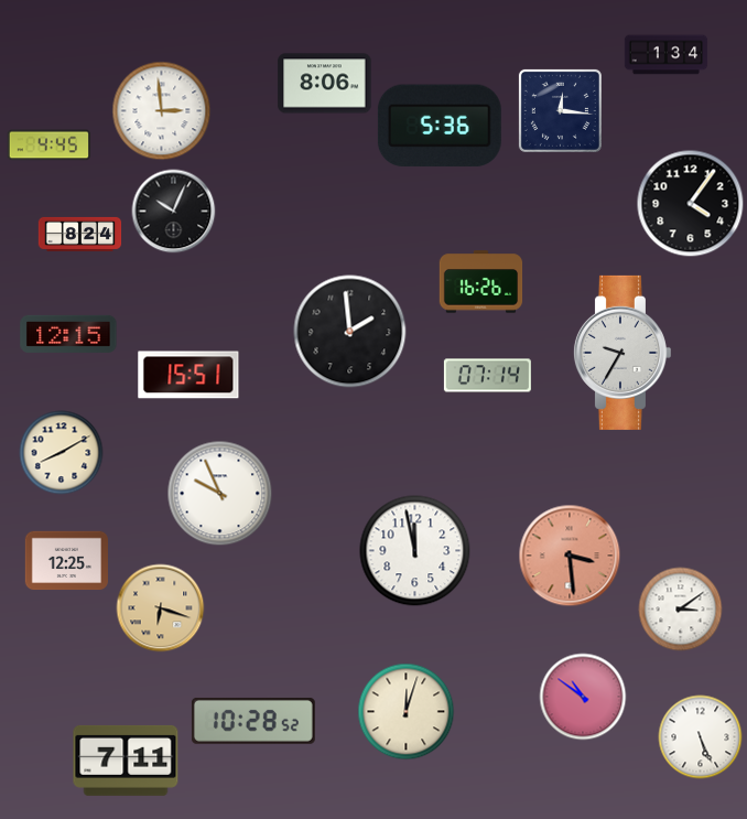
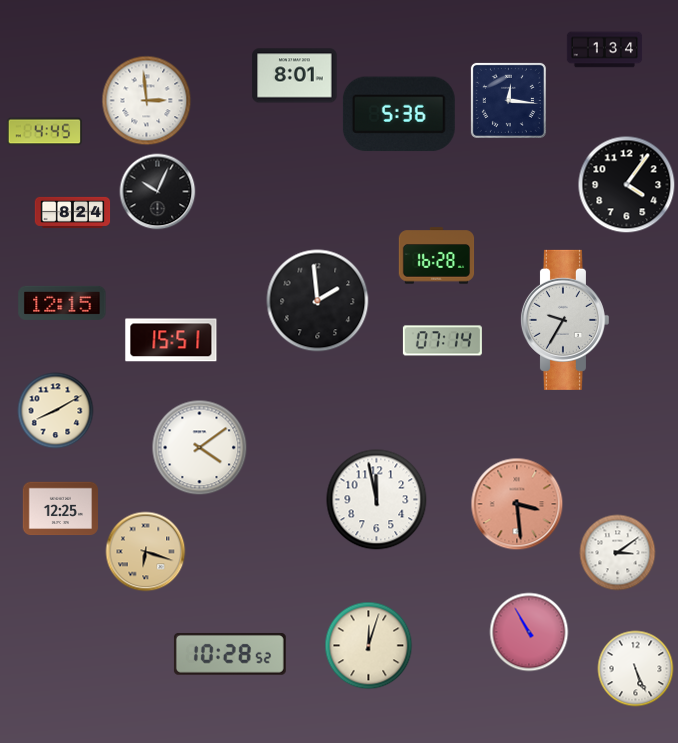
clock at (325, 84): 8:06 -> 8:01
clock at (481, 282): 16:26 -> 16:28
clock at (220, 494): 9:56 -> 4:09
clock at (583, 697): 10:51 -> 10:55
clock at (126, 761): 7:11 -> none
